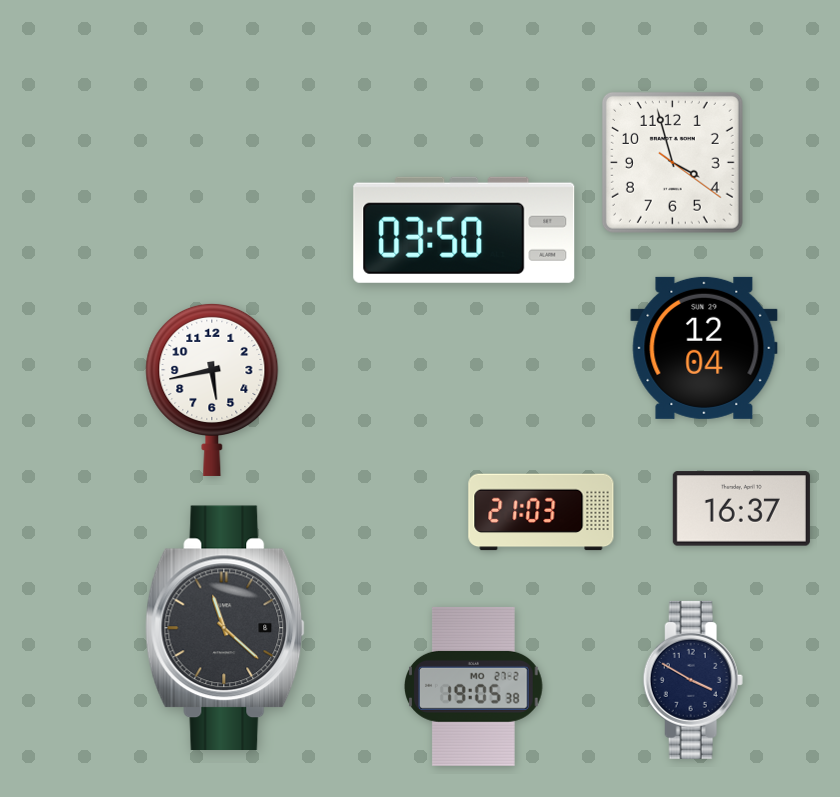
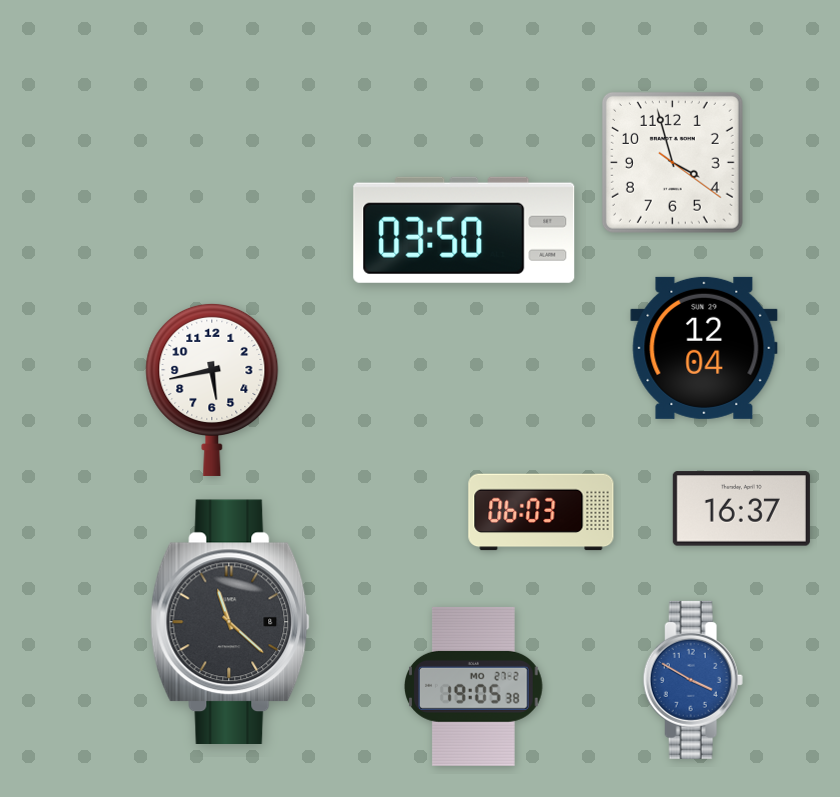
clock at (541, 512): 21:03 -> 06:03
clock at (225, 627) position: (225, 627) -> (230, 621)
clock at (693, 680) dial: navy -> blue
